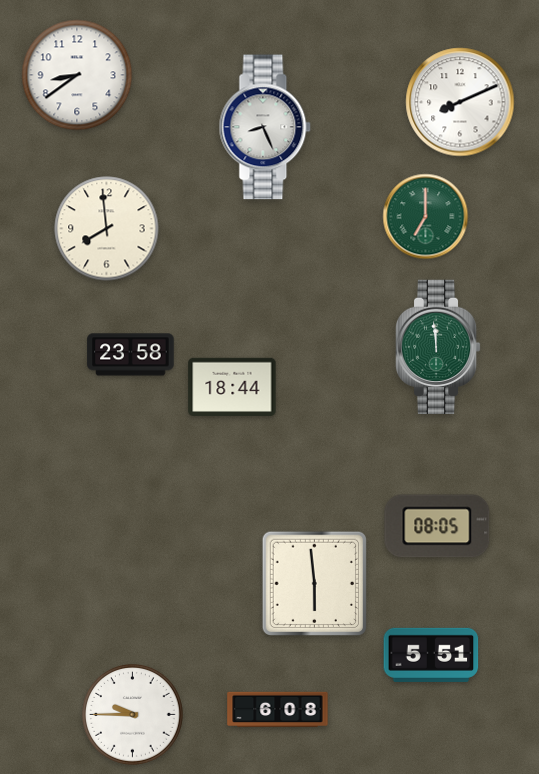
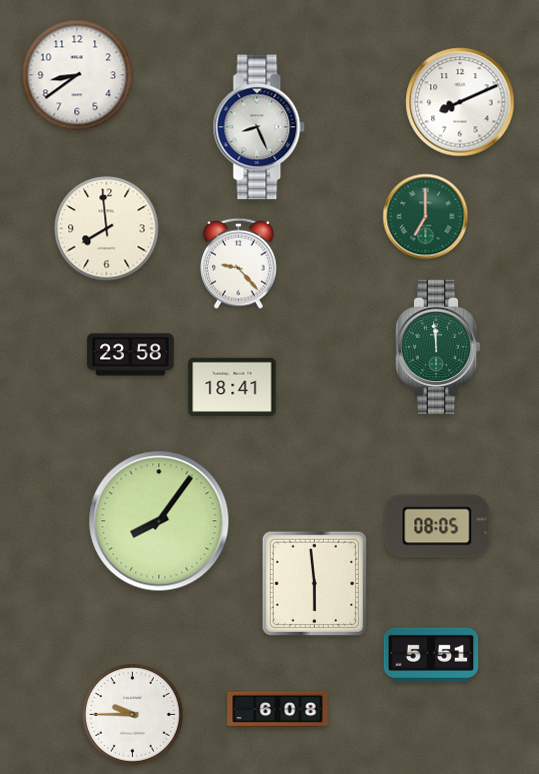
clock at (265, 127) position: (265, 127) -> (259, 127)
clock at (238, 263): none -> 9:23
clock at (232, 387): 18:44 -> 18:41
clock at (159, 521): none -> 8:06
